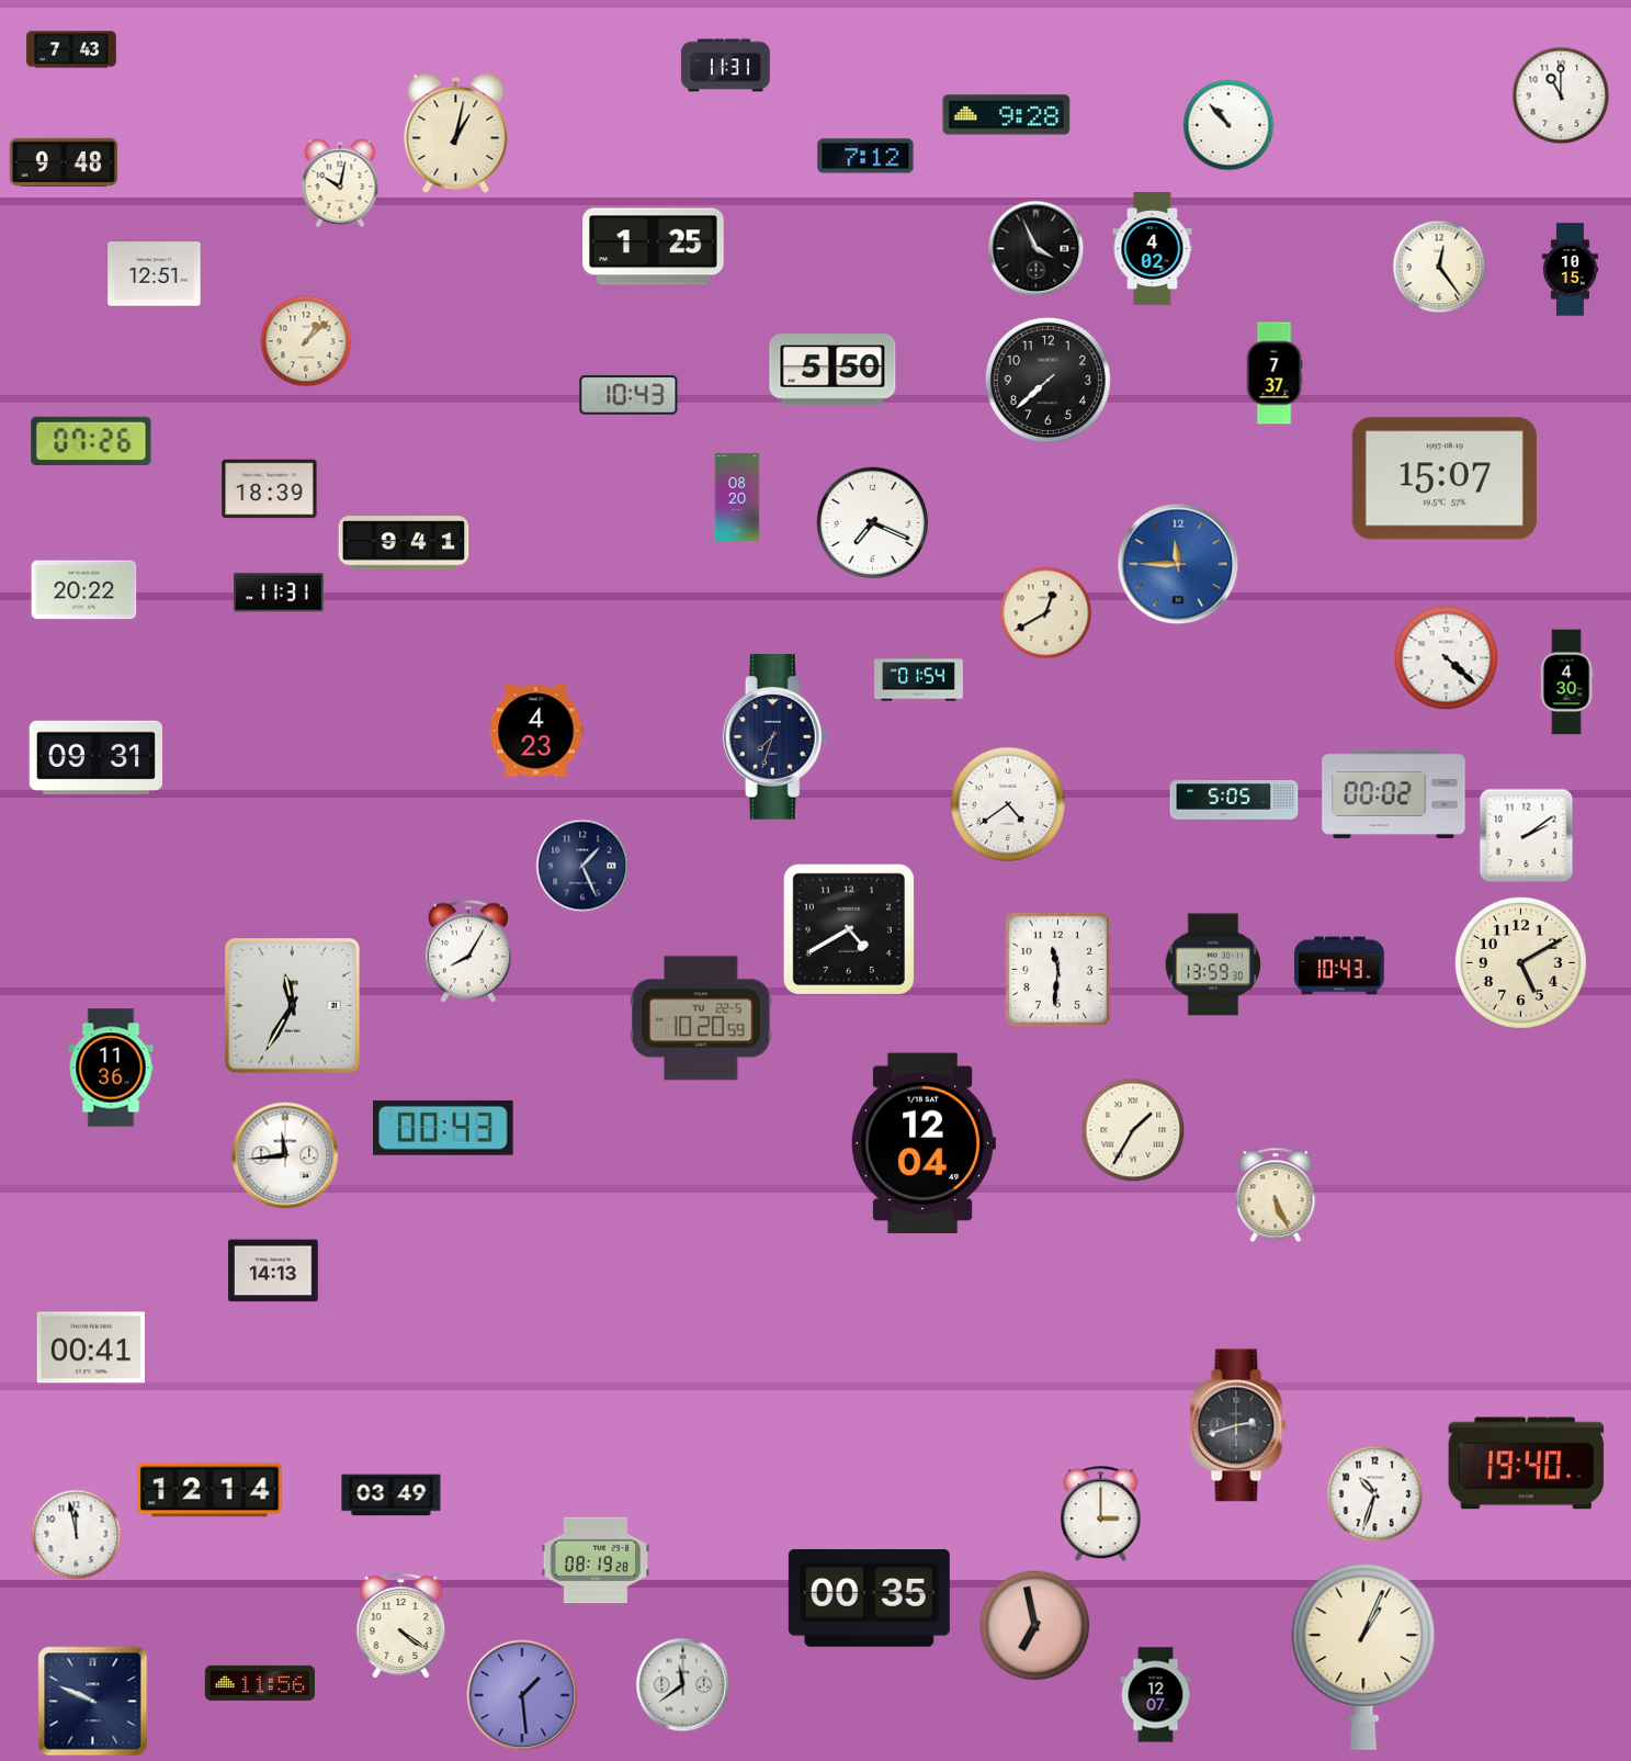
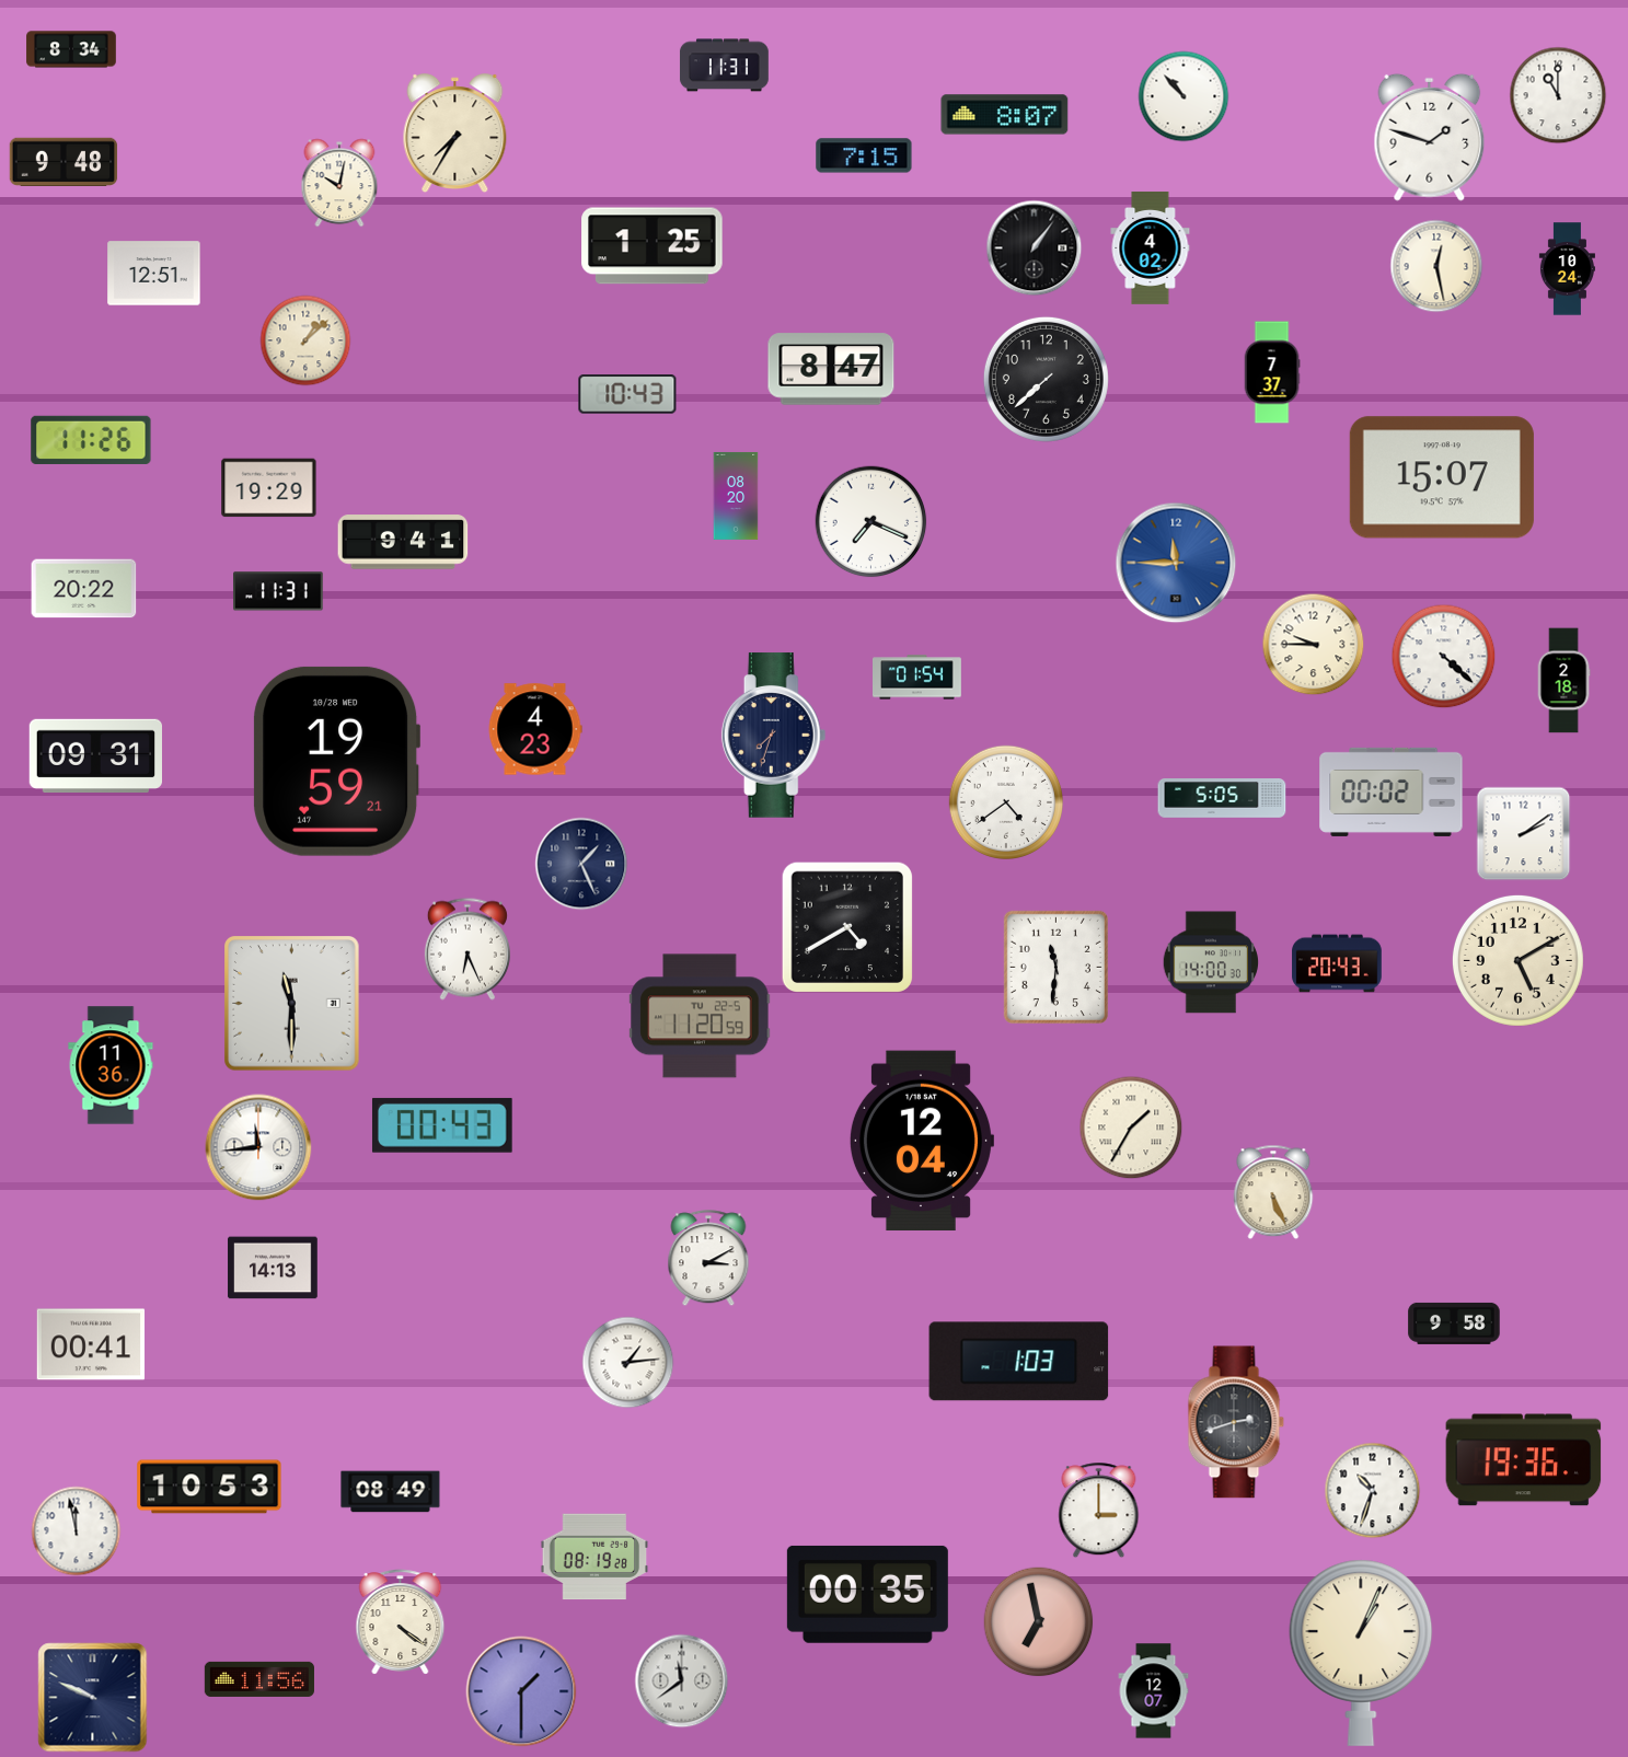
clock at (71, 49): 7:43 -> 8:34
clock at (1007, 115): 9:28 -> 8:07
clock at (1228, 125) position: (1228, 125) -> (1184, 96)
clock at (456, 134): 1:02 -> 7:35
clock at (1430, 137): none -> 1:48
clock at (865, 156): 7:12 -> 7:15
clock at (1037, 249): 3:56 -> 1:06
clock at (1439, 267): 12:24 -> 12:28
clock at (1570, 270): 10:15 -> 10:24
clock at (833, 370): 5:50 -> 8:47
clock at (91, 441): 07:26 -> 11:26
clock at (270, 489): 18:39 -> 19:29
clock at (1046, 613): 12:40 -> none
clock at (1314, 645): none -> 9:45
clock at (1566, 682): 4:30 -> 2:18
clock at (337, 761): none -> 19:59
clock at (1234, 801) position: (1234, 801) -> (1222, 799)
clock at (468, 951): 8:05 -> 6:26
clock at (1212, 964): 13:59 -> 14:00
clock at (1339, 966): 10:43 -> 20:43
clock at (293, 1006): 11:35 -> 11:30
clock at (701, 1018): 10:20 -> 11:20
clock at (285, 1155) position: (285, 1155) -> (258, 1147)
clock at (708, 1259): none -> 3:10
clock at (1454, 1323): none -> 9:58
clock at (1019, 1362): none -> 1:03
clock at (628, 1363): none -> 1:14
clock at (1527, 1464): 19:40 -> 19:36
clock at (209, 1490): 12:14 -> 10:53
clock at (392, 1495): 03:49 -> 08:49
clock at (1035, 1626) position: (1035, 1626) -> (1039, 1622)
clock at (522, 1695): 1:29 -> 1:30
